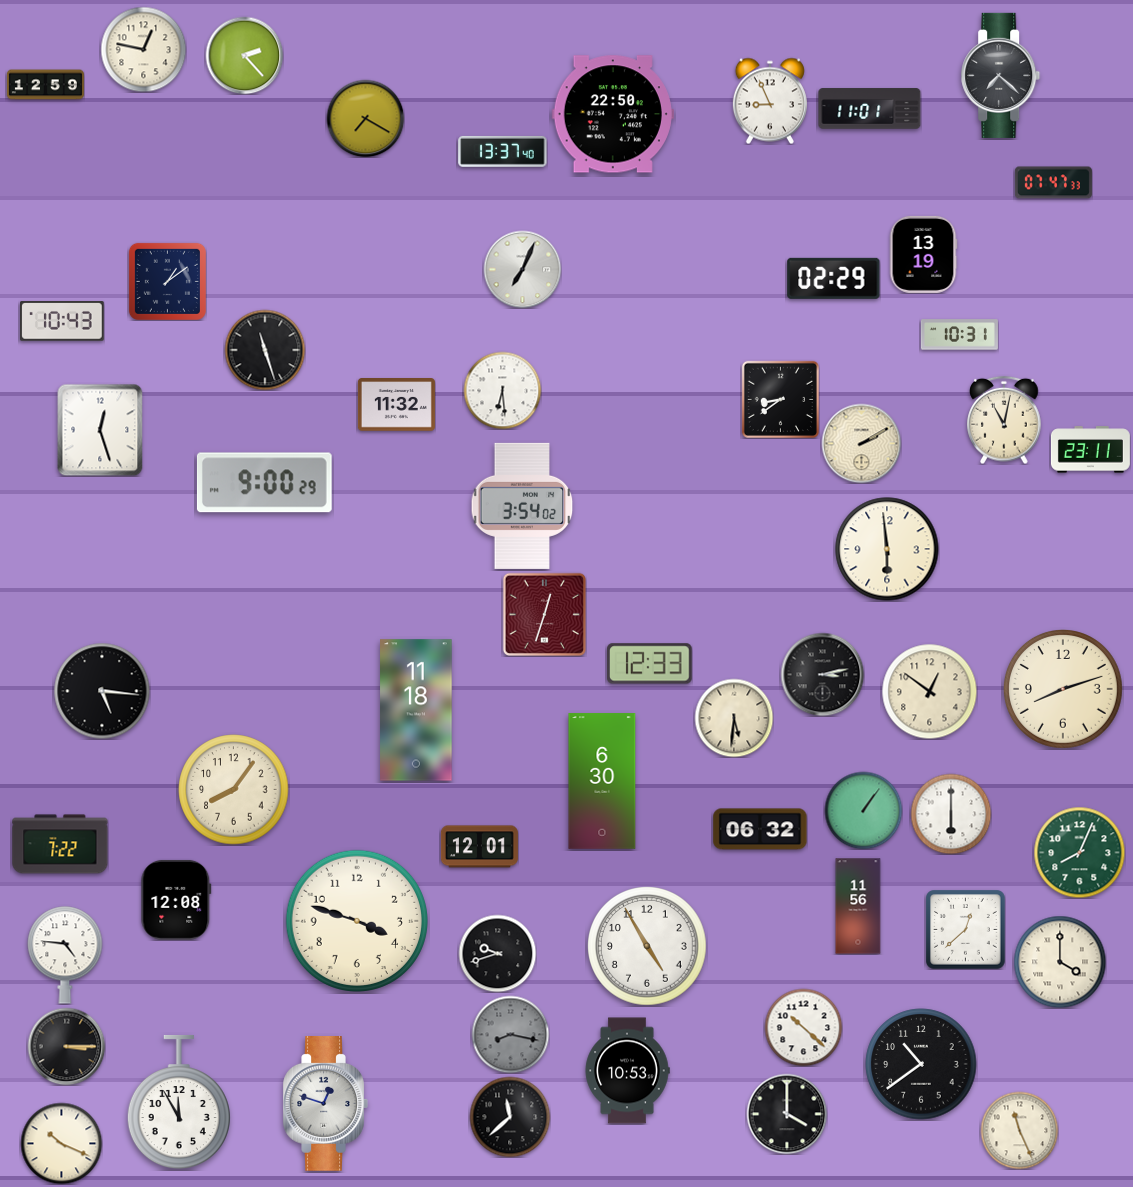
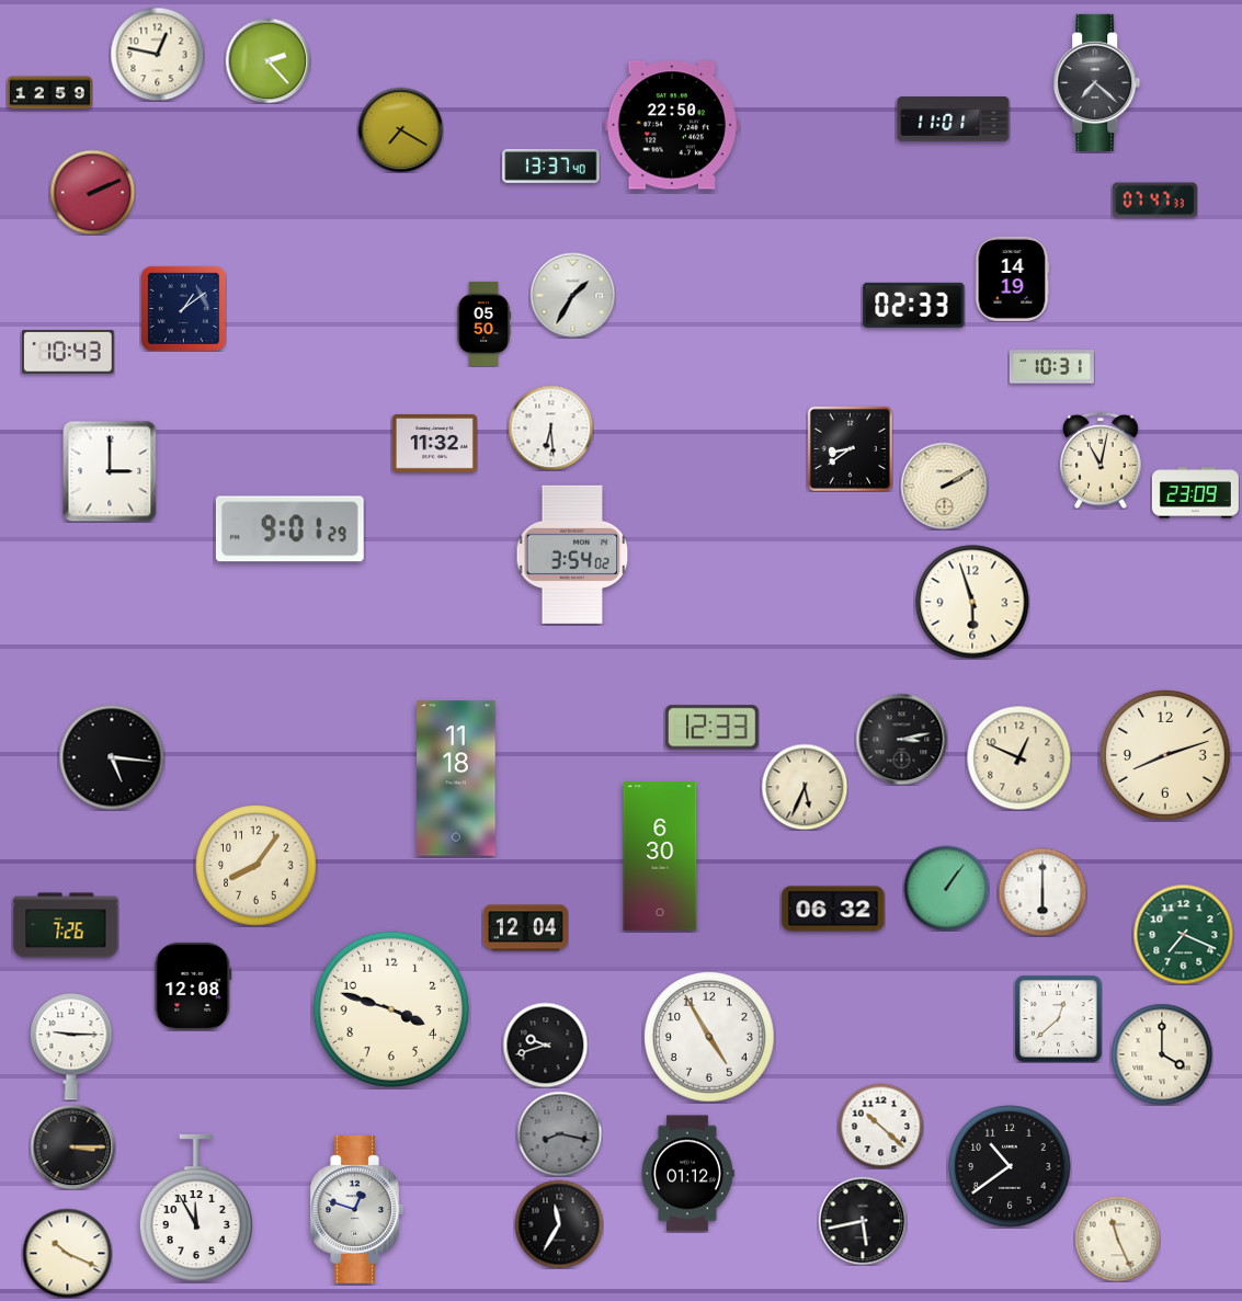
clock at (770, 101): 8:56 -> none
clock at (92, 192): none -> 2:11
clock at (923, 254): 13:19 -> 14:19
clock at (522, 269): 7:04 -> 1:35
clock at (834, 278): 02:29 -> 02:33
clock at (483, 323): none -> 05:50
clock at (265, 350): 11:27 -> none
clock at (780, 399) position: (780, 399) -> (850, 448)
clock at (100, 430): 12:27 -> 3:00
clock at (1090, 450): 23:11 -> 23:09
clock at (264, 483): 9:00 -> 9:01
clock at (887, 549): 5:59 -> 5:57
clock at (544, 614): 12:33 -> none
clock at (929, 691): 12:51 -> 12:49
clock at (734, 718): 5:31 -> 5:34
clock at (60, 844): 7:22 -> 7:26
clock at (479, 847): 12:01 -> 12:04
clock at (1079, 852): 8:04 -> 7:19
clock at (858, 906): 11:56 -> none
clock at (65, 955): 4:46 -> 9:15
clock at (627, 1071): 10:53 -> 01:12
clock at (787, 1114): 4:00 -> 5:43
clock at (510, 1117): 11:38 -> 11:35
